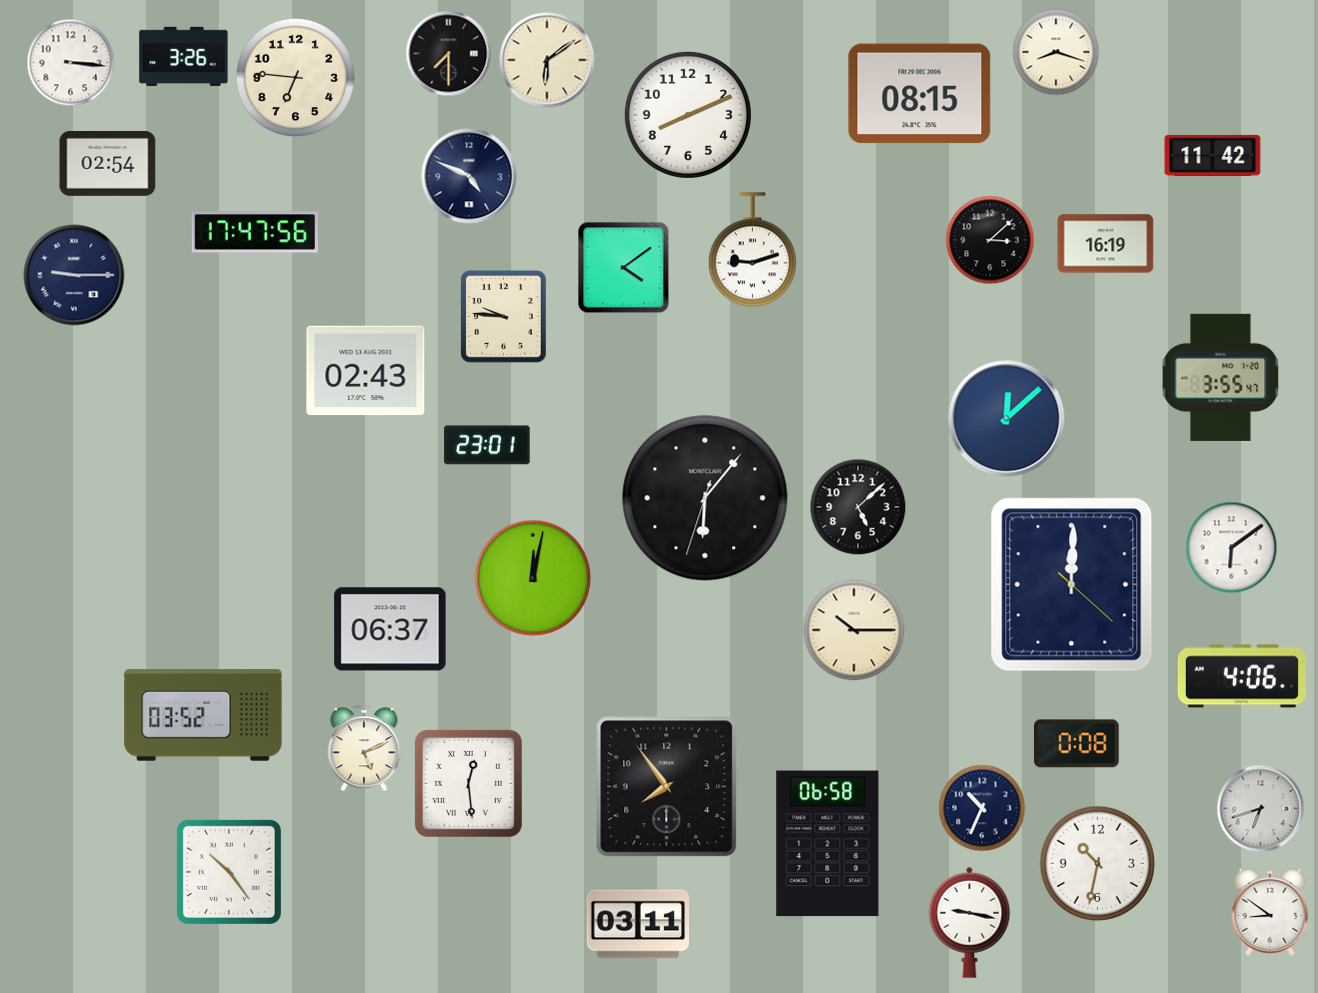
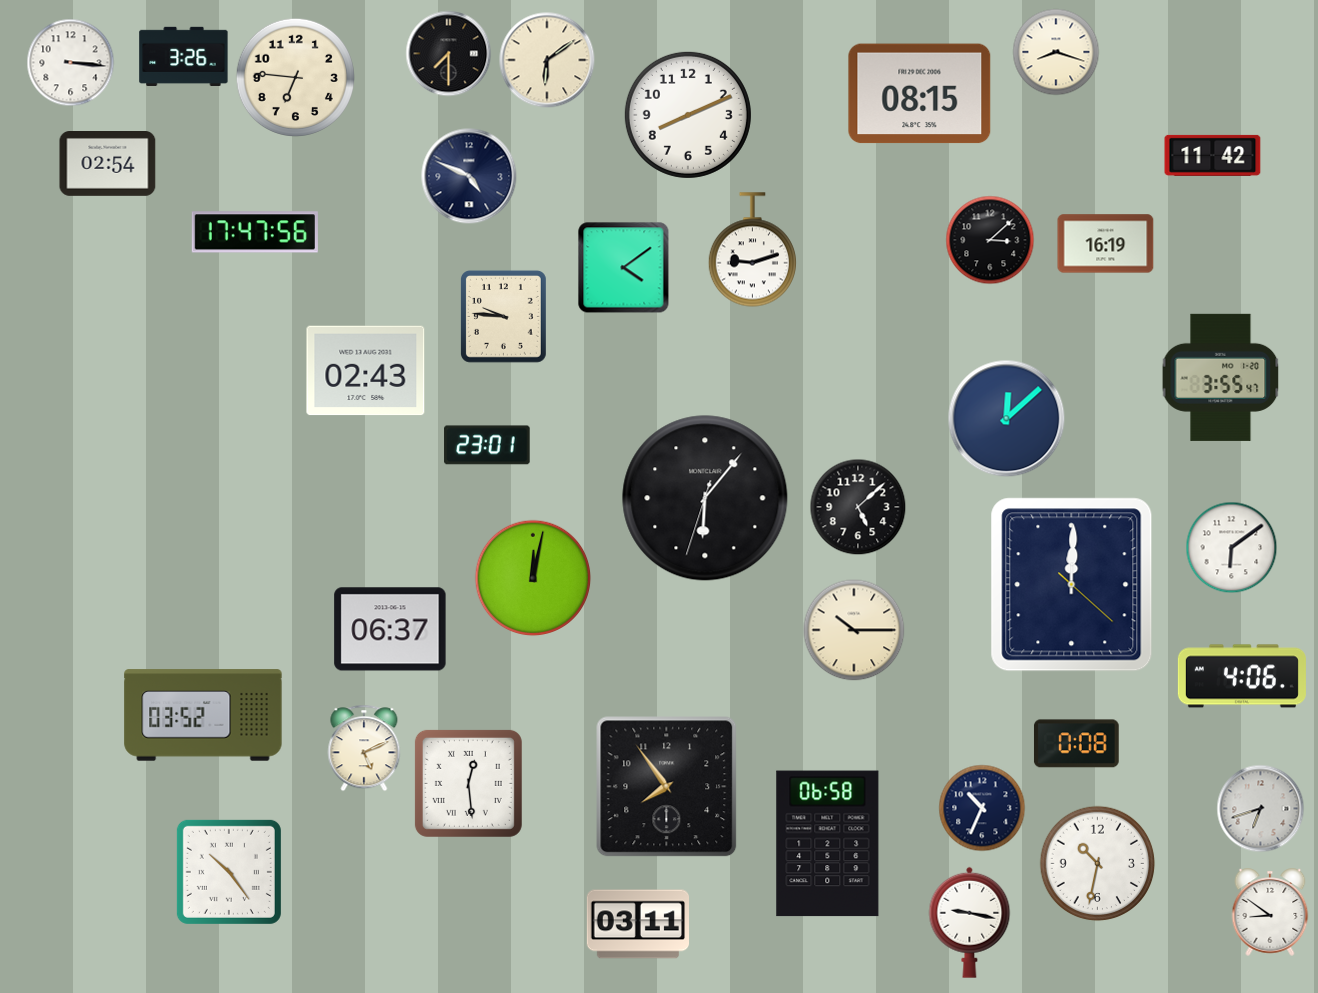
clock at (74, 275): 9:15 -> none
